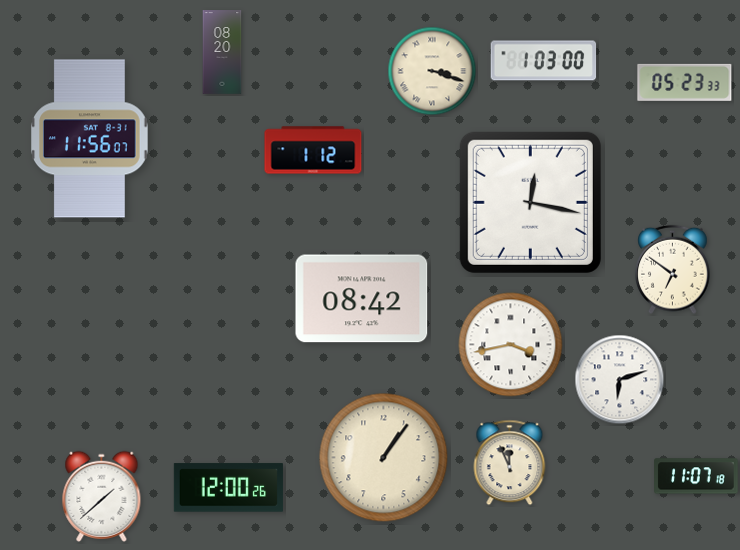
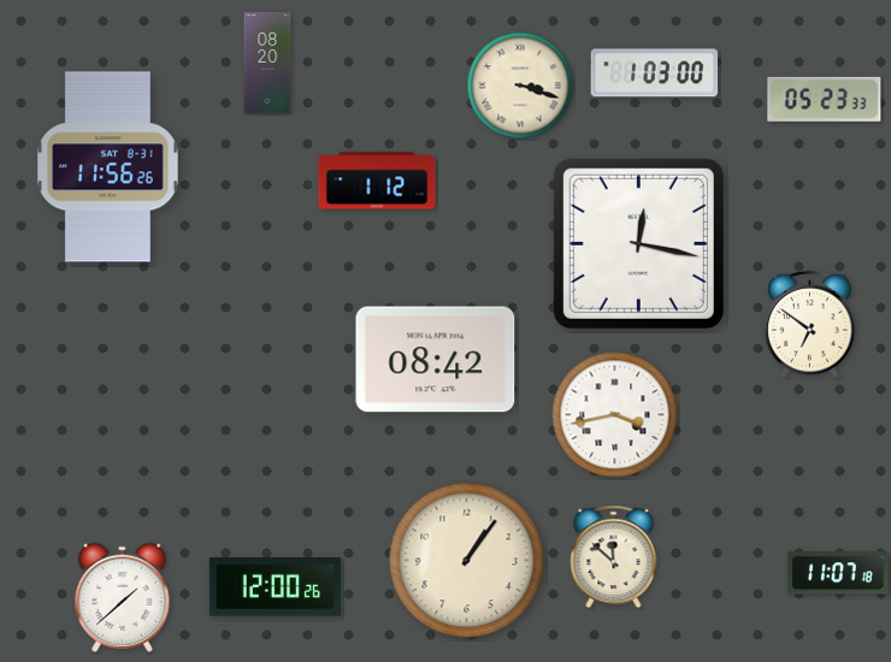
clock at (90, 139): 11:56:07 -> 11:56:26
clock at (620, 380): 6:12 -> none
clock at (384, 458) position: (384, 458) -> (467, 561)
clock at (510, 463): 11:56 -> 11:52
